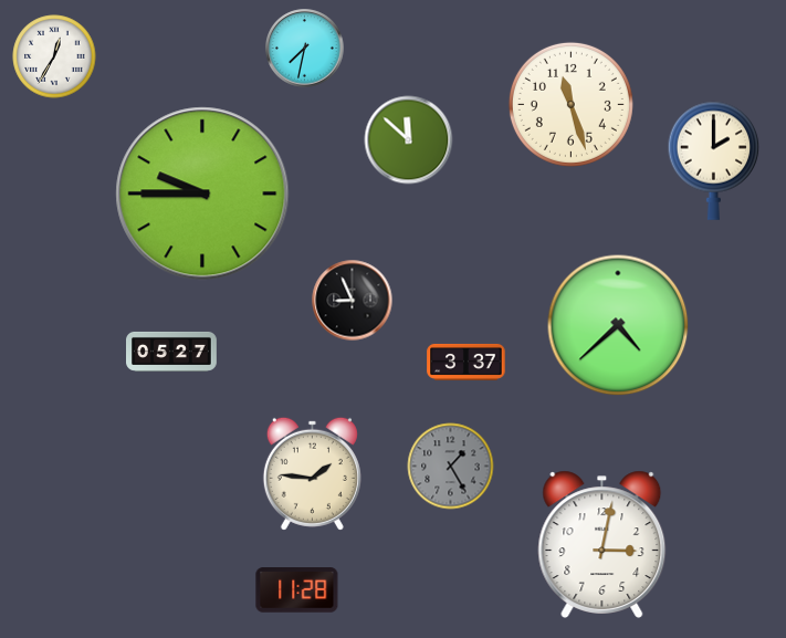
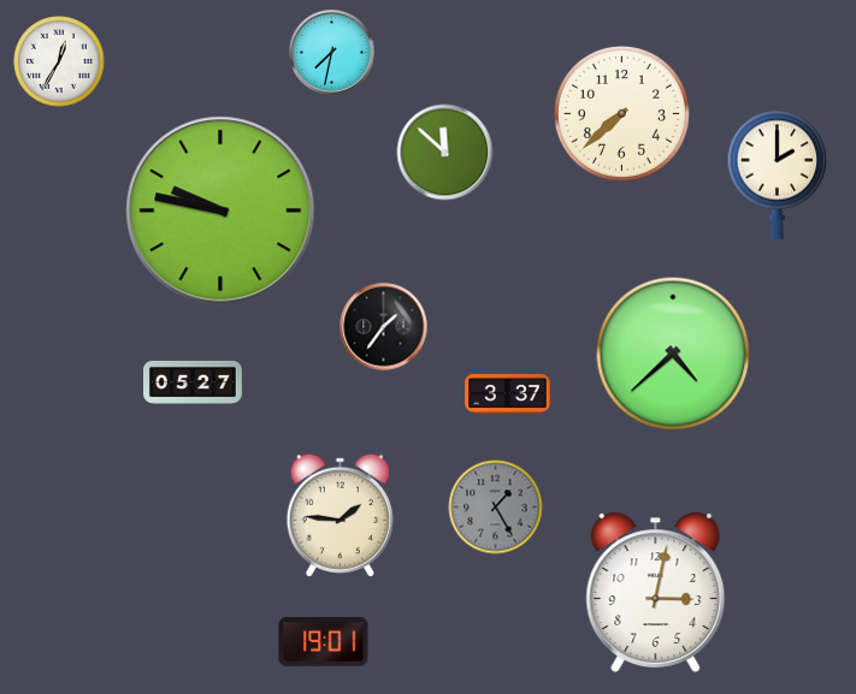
clock at (570, 104): 11:27 -> 7:38
clock at (202, 194): 9:45 -> 9:47
clock at (353, 301): 8:56 -> 1:36
clock at (172, 352) position: (172, 352) -> (194, 382)
clock at (451, 467) position: (451, 467) -> (496, 508)
clock at (297, 590): 11:28 -> 19:01
